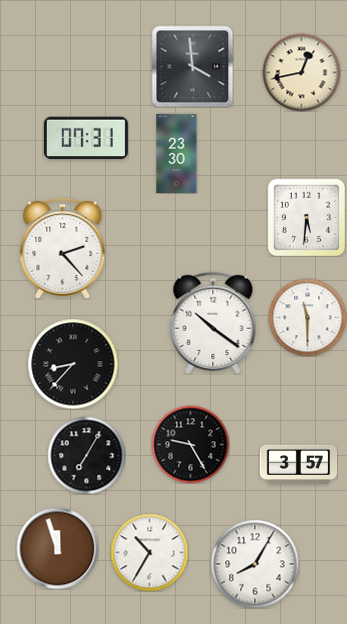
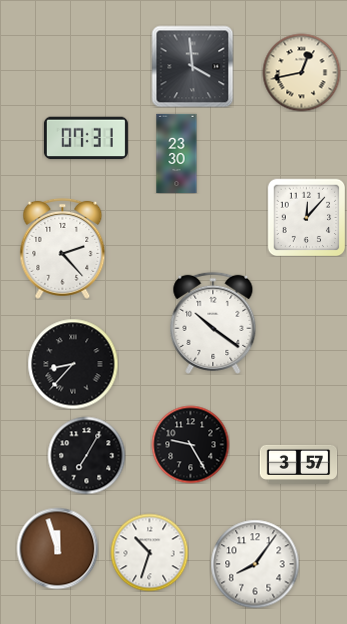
clock at (306, 217): 5:31 -> 12:07
clock at (307, 317): 11:30 -> none
clock at (149, 552): 10:35 -> 10:33
clock at (255, 564): 8:05 -> 8:06
